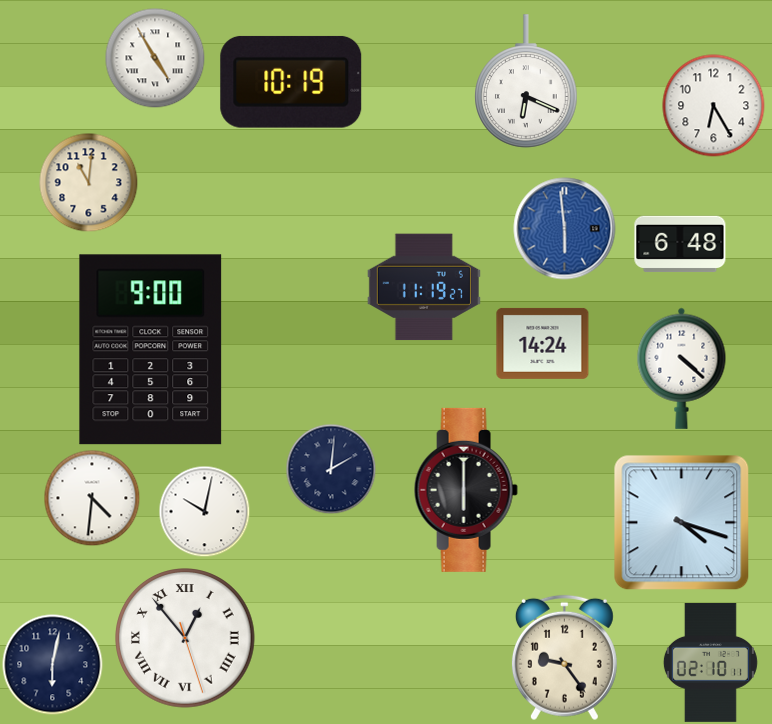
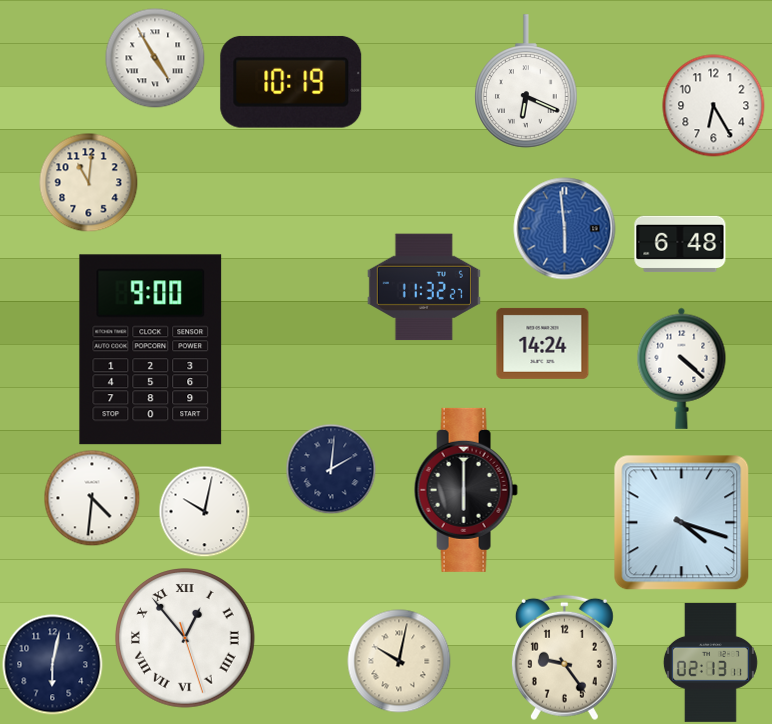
clock at (424, 287): 11:19 -> 11:32
clock at (399, 661): none -> 10:02
clock at (710, 662): 02:10 -> 02:13
